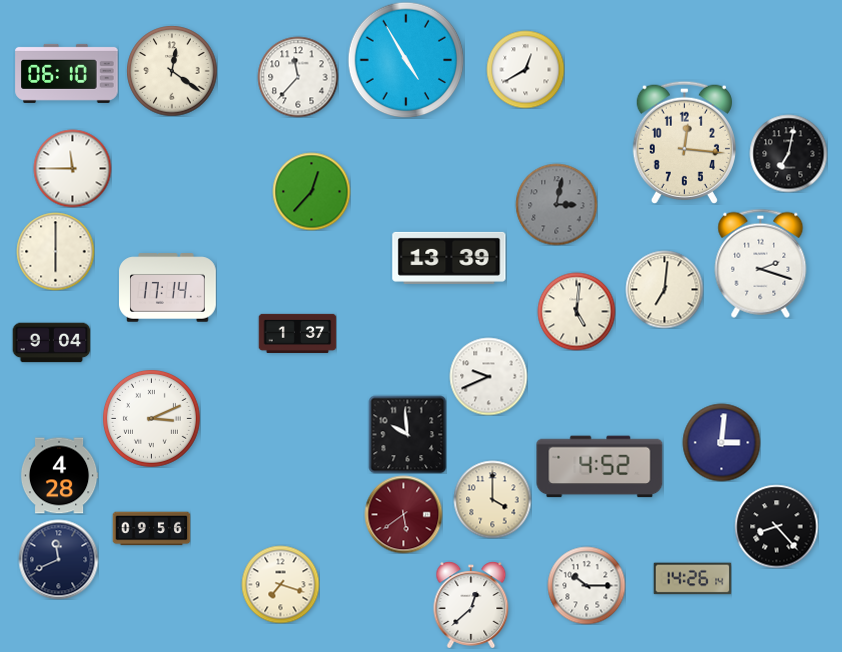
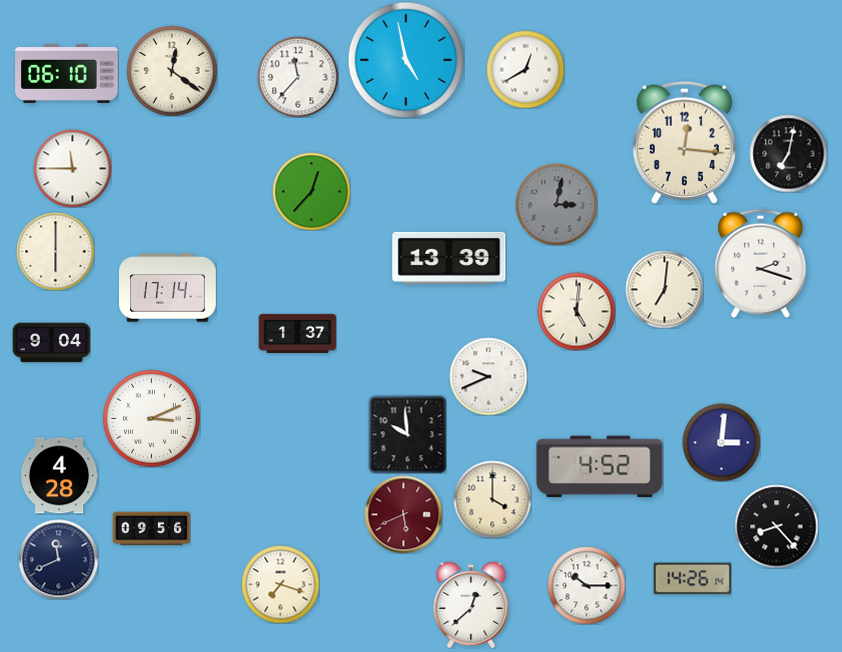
clock at (406, 60): 4:55 -> 4:58
clock at (403, 514): 5:39 -> 5:41
